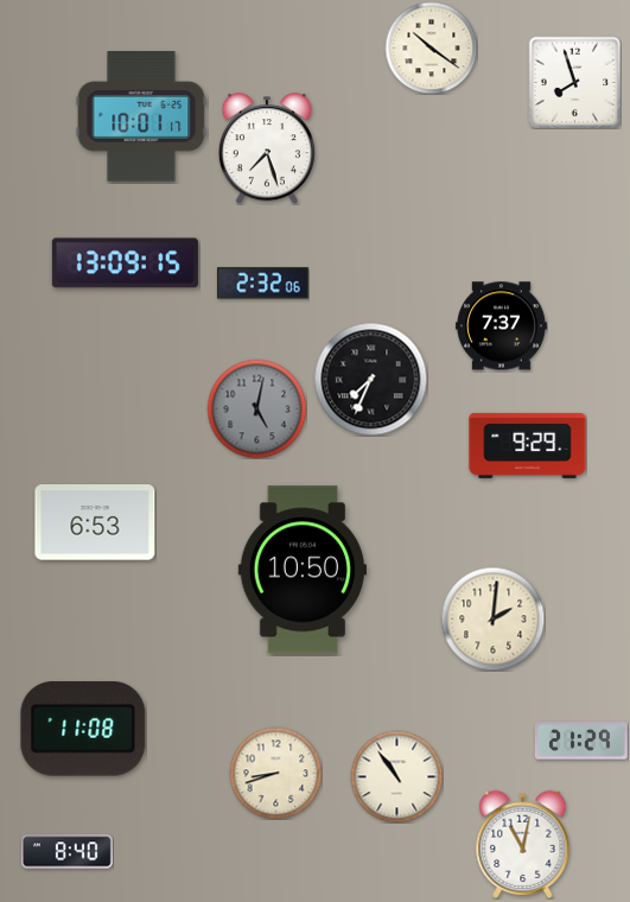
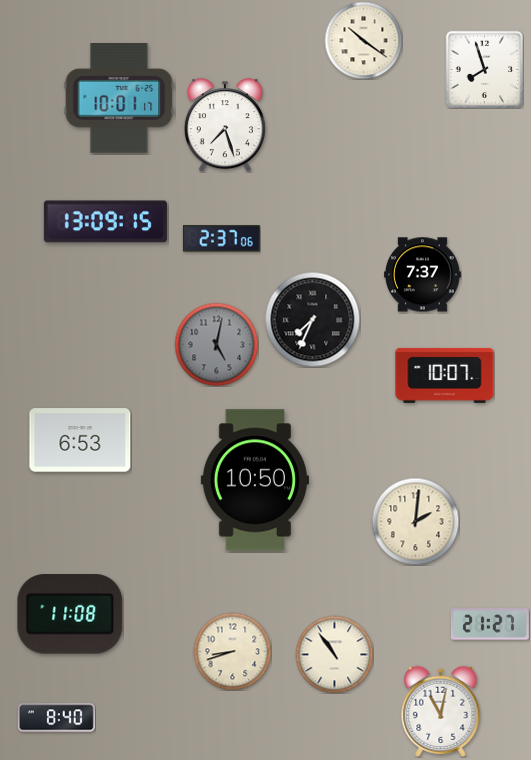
clock at (262, 284): 2:32 -> 2:37
clock at (528, 445): 9:29 -> 10:07
clock at (581, 741): 21:29 -> 21:27
